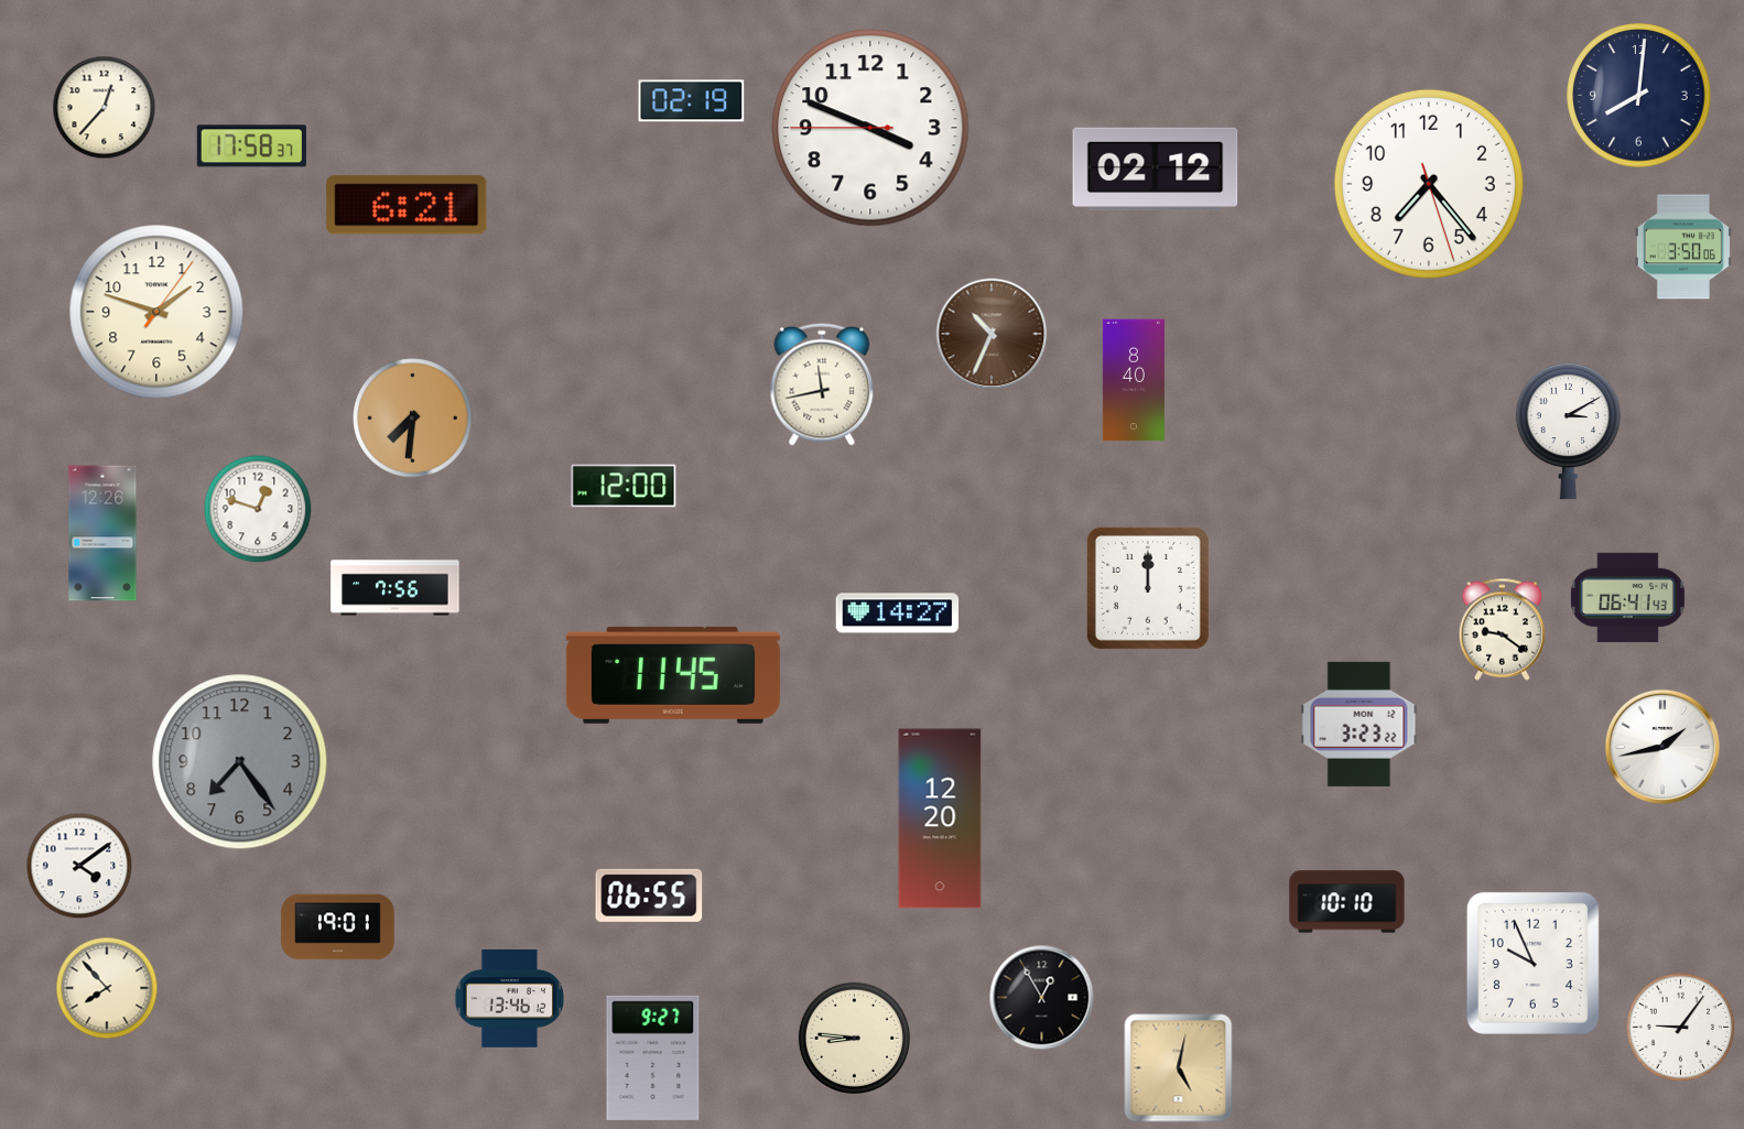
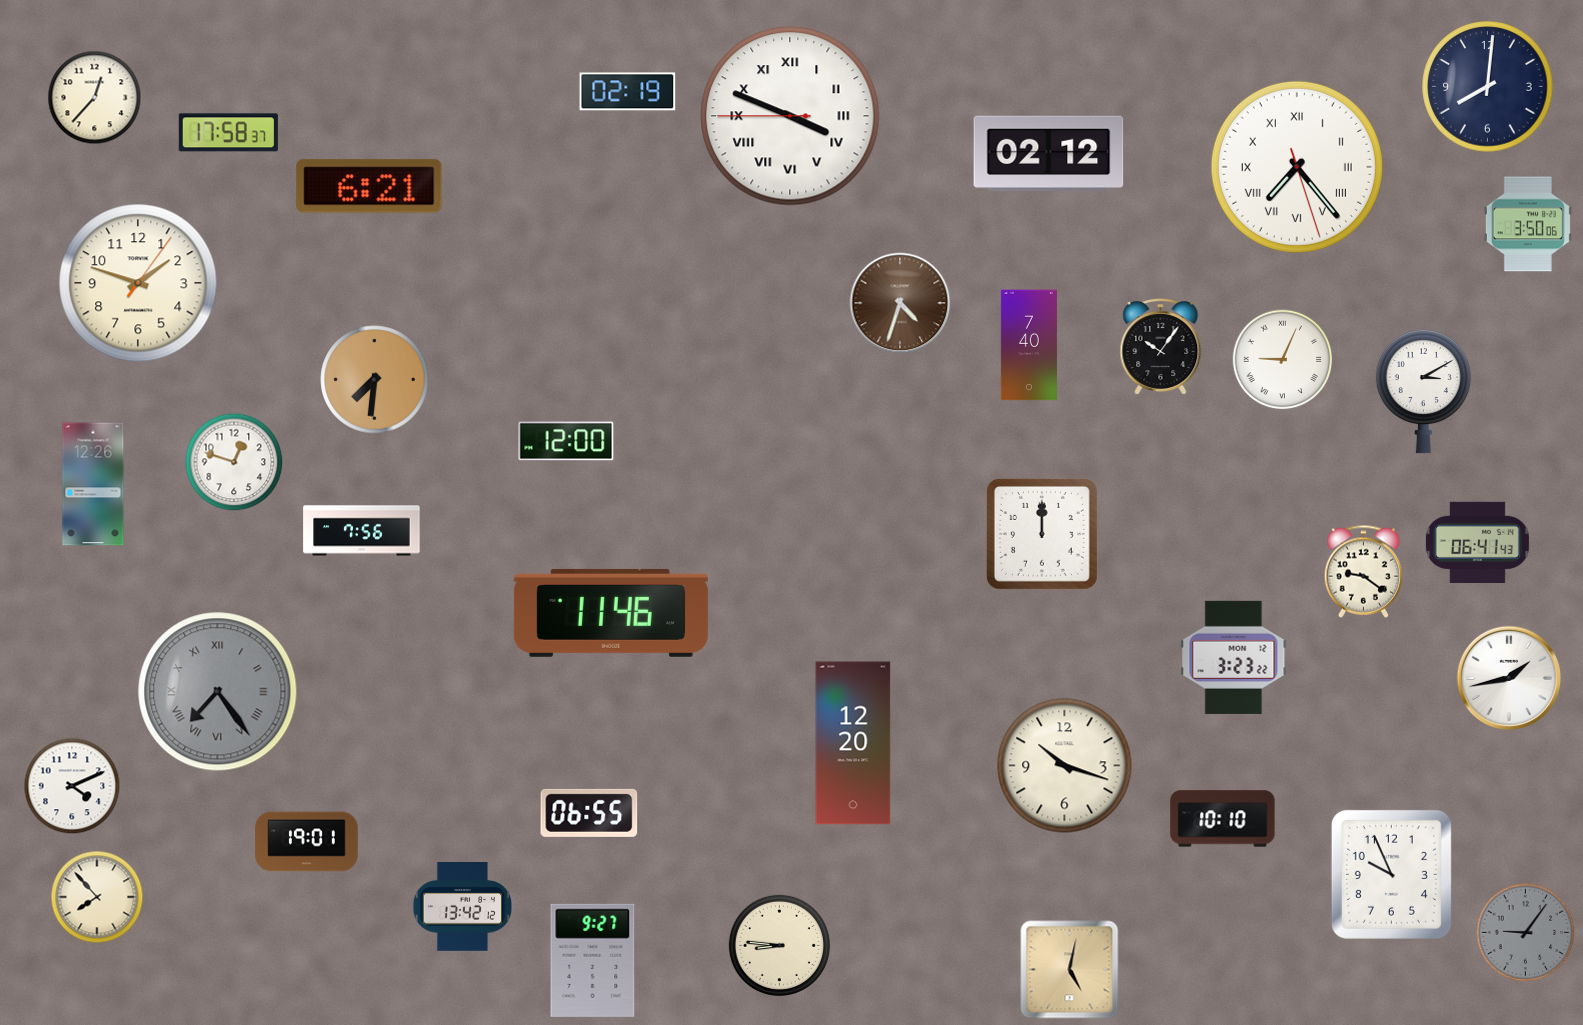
clock at (870, 128) numerals: Arabic -> Roman
clock at (1429, 184) numerals: Arabic -> Roman
clock at (156, 312) position: (156, 312) -> (138, 283)
clock at (992, 334): 10:34 -> 4:33
clock at (1134, 380): 8:40 -> 7:40
clock at (1161, 347): none -> 10:06
clock at (822, 384): 11:43 -> none
clock at (1283, 360): none -> 9:04
clock at (396, 588) position: (396, 588) -> (362, 531)
clock at (898, 614): 14:27 -> none
clock at (673, 675): 11:45 -> 11:46
clock at (240, 762) numerals: Arabic -> Roman
clock at (1065, 766): none -> 10:18
clock at (79, 866): 4:09 -> 4:11
clock at (1042, 998): 12:55 -> none
clock at (510, 999): 13:46 -> 13:42
clock at (1681, 1028) dial: white -> grey
clock at (854, 1038) position: (854, 1038) -> (779, 945)
